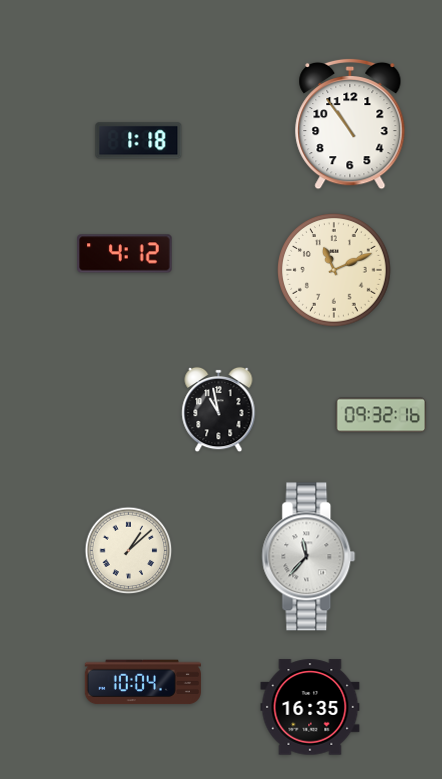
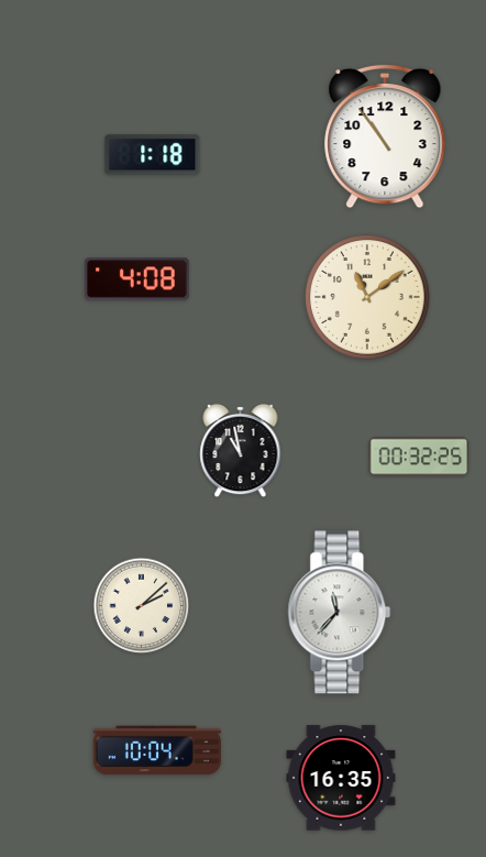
clock at (125, 254): 4:12 -> 4:08
clock at (334, 270): 11:11 -> 11:09
clock at (381, 415): 09:32 -> 00:32
clock at (129, 551): 1:08 -> 2:08
